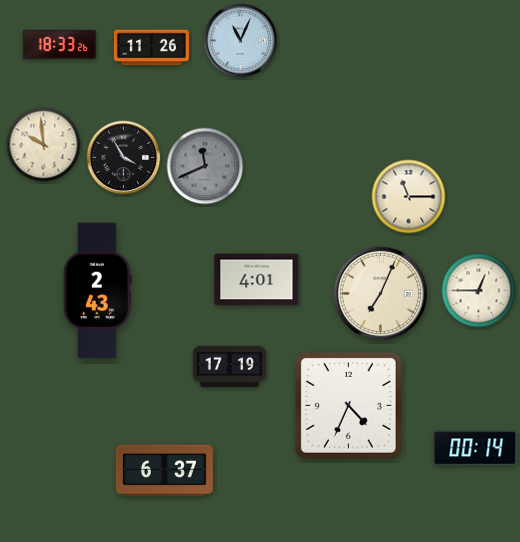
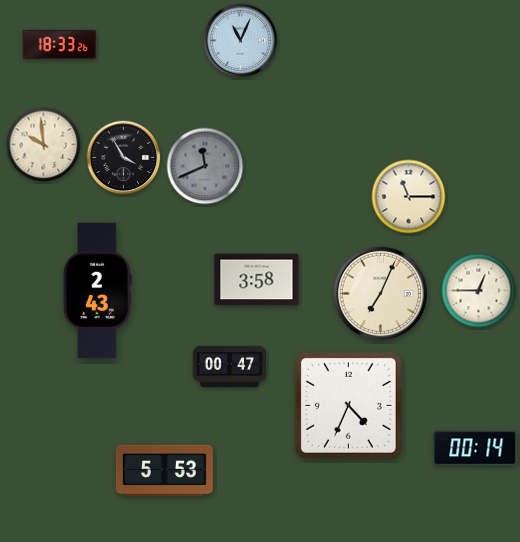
clock at (151, 48): 11:26 -> none
clock at (257, 280): 4:01 -> 3:58
clock at (229, 366): 17:19 -> 00:47
clock at (164, 471): 6:37 -> 5:53
